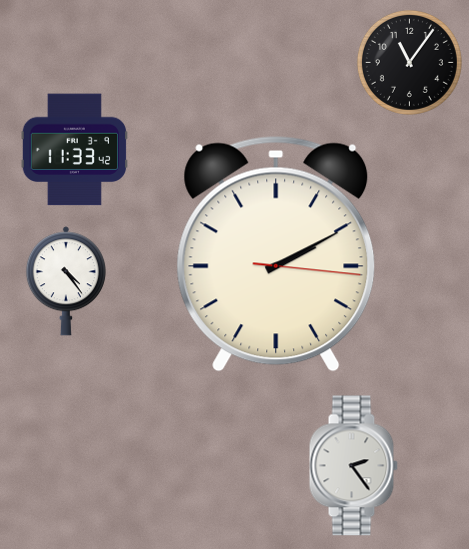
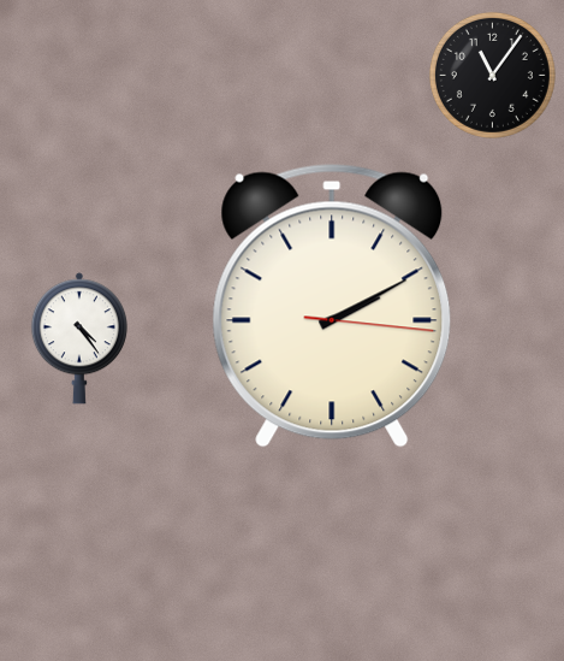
clock at (74, 150): 11:33 -> none
clock at (353, 466): 2:24 -> none
